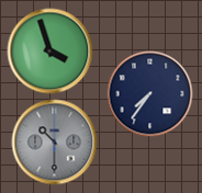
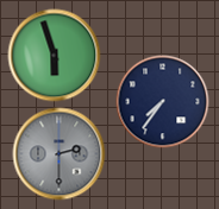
clock at (49, 50): 3:57 -> 5:57
clock at (54, 141): 10:30 -> 2:30
